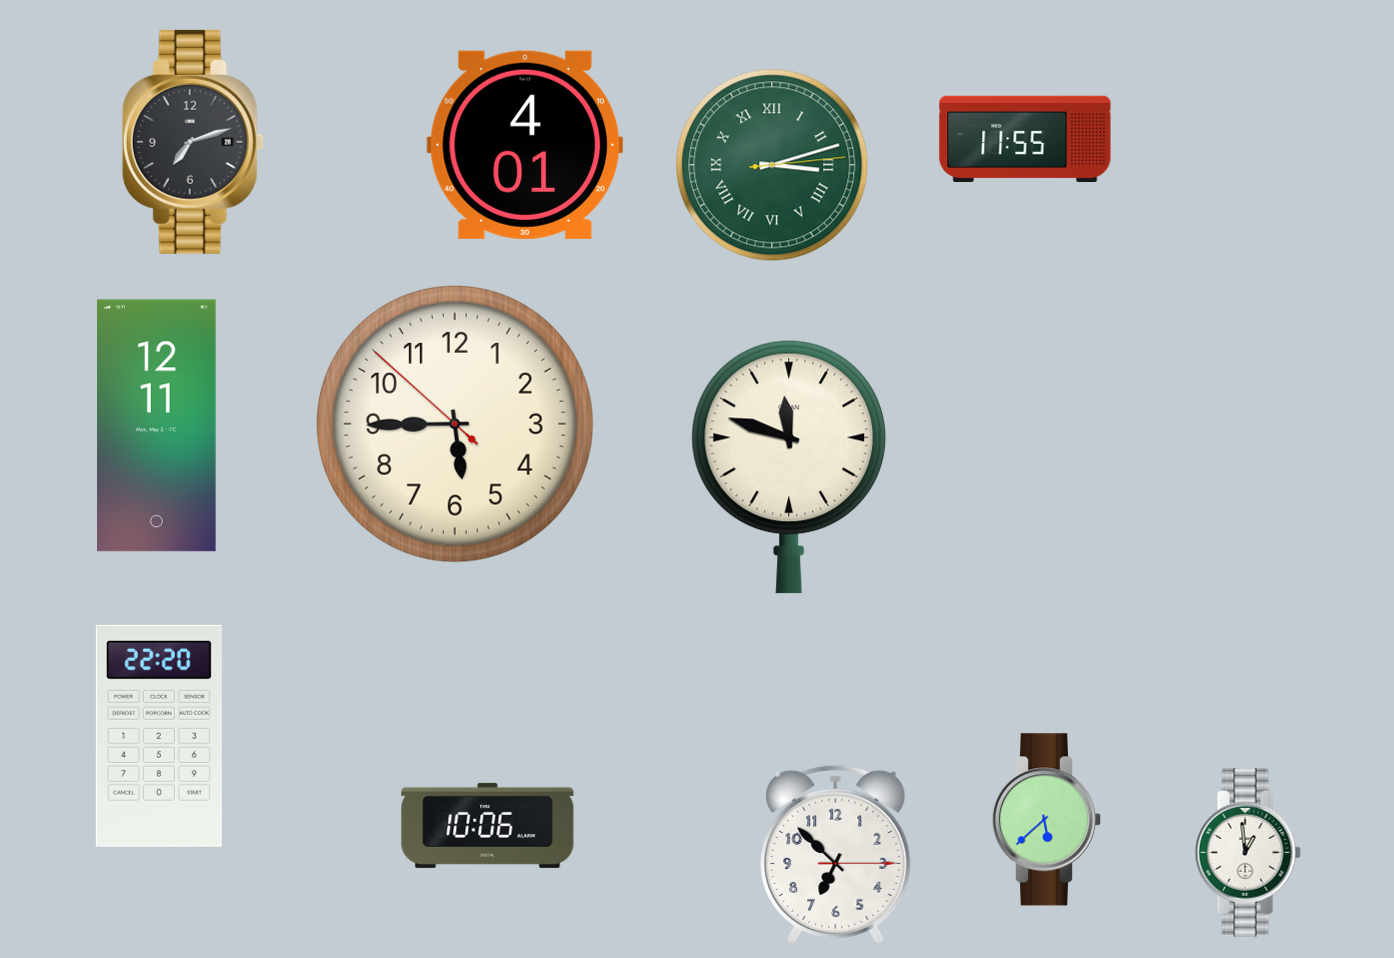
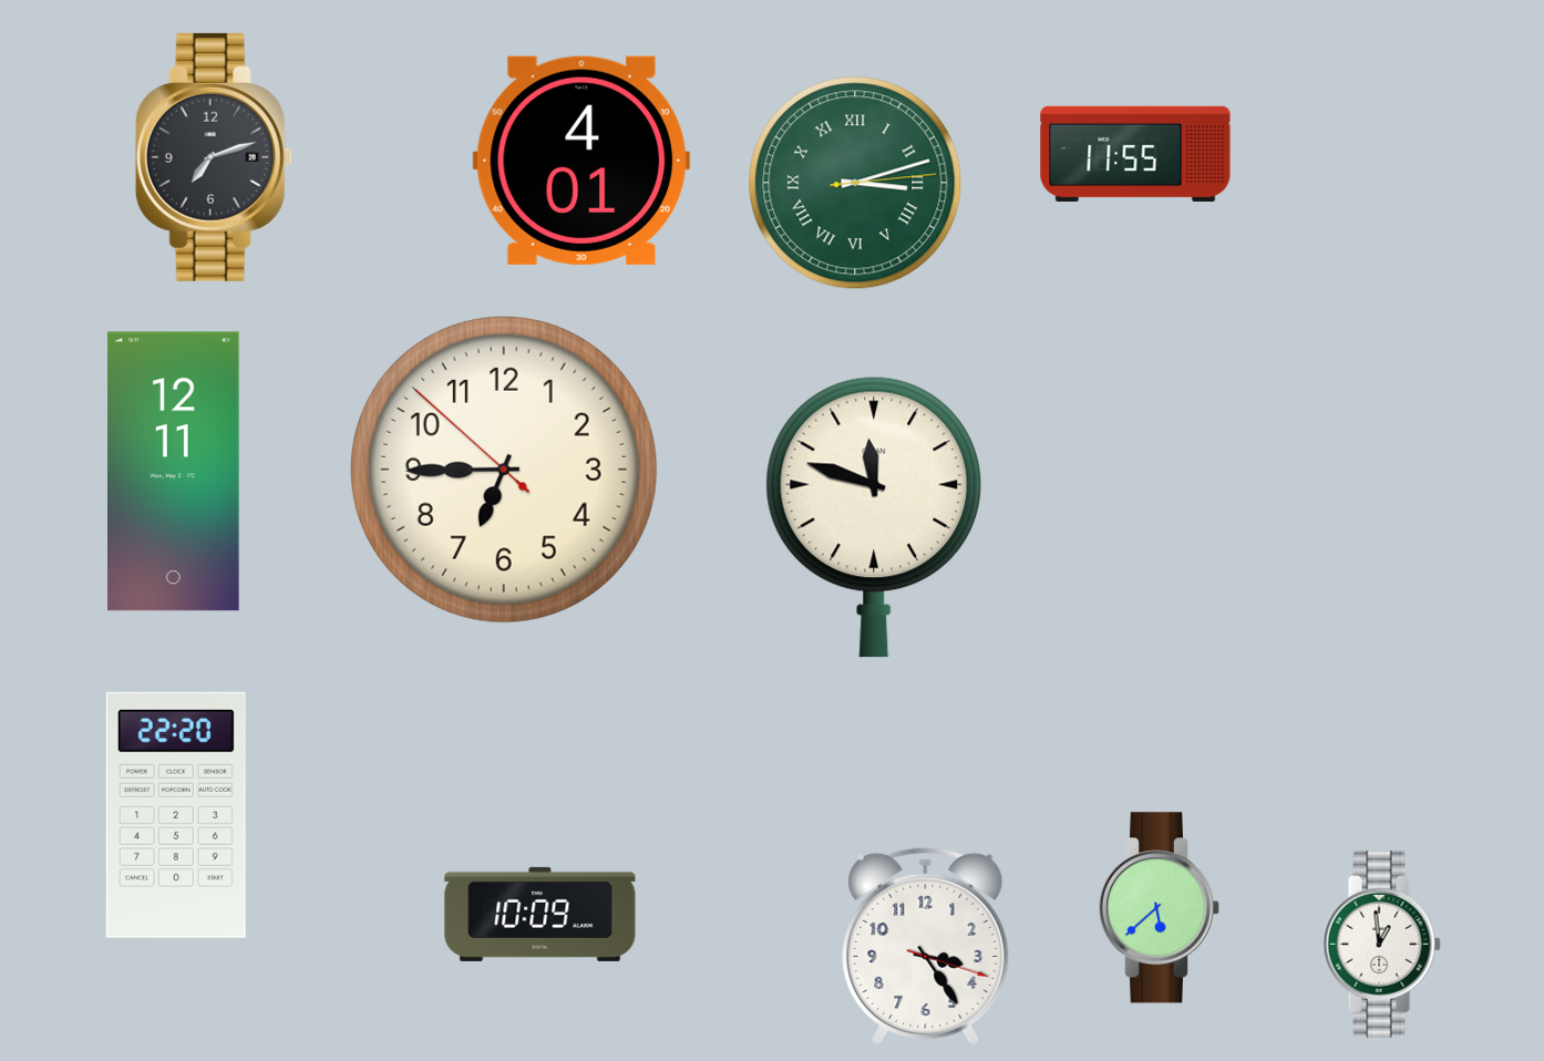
clock at (455, 424): 5:44 -> 6:44
clock at (488, 825): 10:06 -> 10:09
clock at (836, 854): 6:52 -> 3:24
